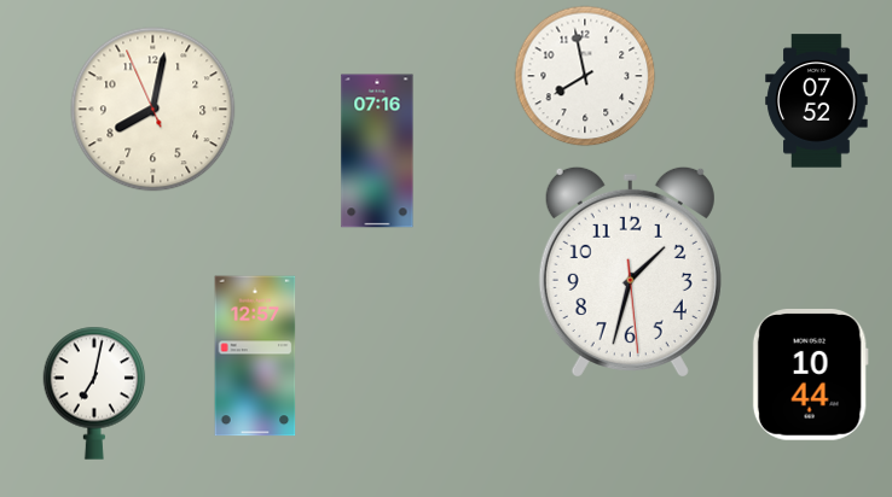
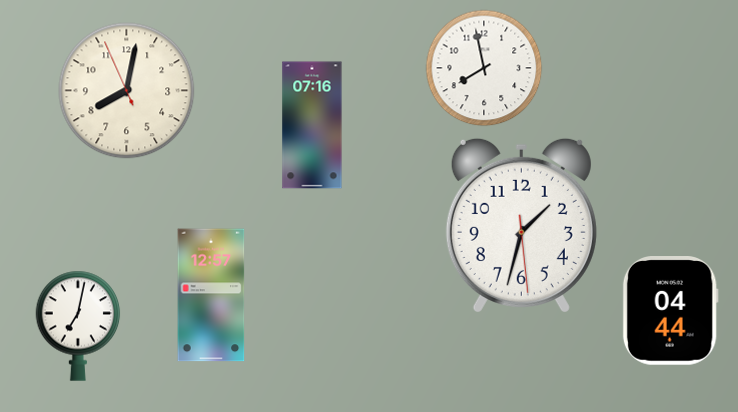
clock at (585, 76) position: (585, 76) -> (484, 68)
clock at (817, 101): 07:52 -> none
clock at (810, 375): 10:44 -> 04:44
